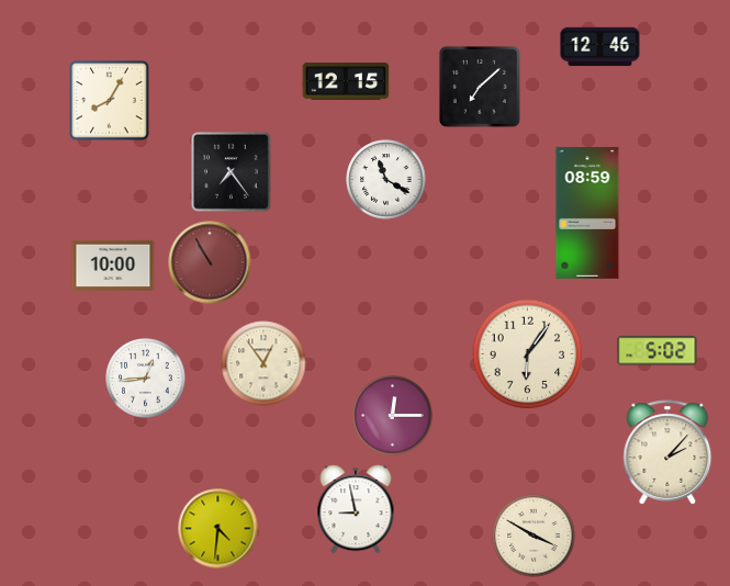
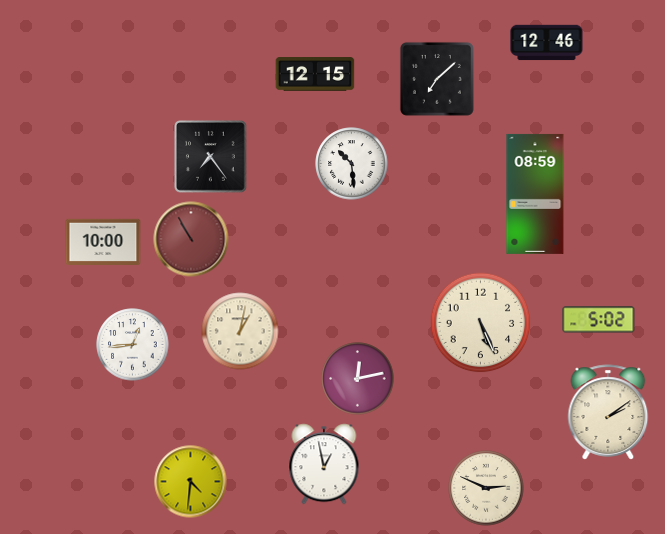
clock at (110, 101): 8:05 -> none
clock at (386, 180): 11:20 -> 10:29
clock at (528, 354): 6:06 -> 5:26
clock at (263, 363): 12:54 -> 1:02
clock at (393, 416): 12:15 -> 12:13
clock at (667, 452): 2:07 -> 2:09
clock at (356, 509): 8:58 -> 12:58
clock at (218, 529) position: (218, 529) -> (191, 482)
clock at (534, 536): 3:50 -> 2:49
